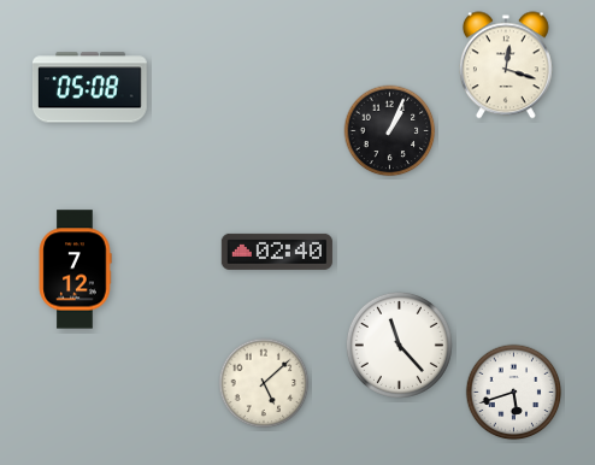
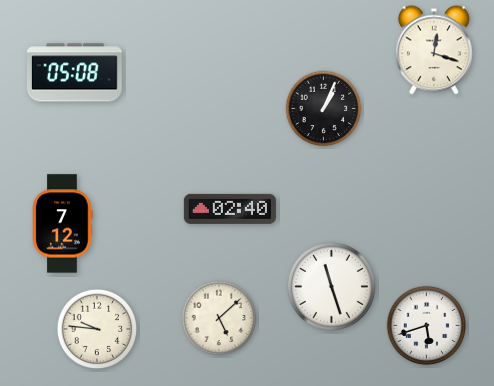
clock at (506, 65) position: (506, 65) -> (434, 50)
clock at (399, 345): 11:23 -> 11:27
clock at (97, 329): none -> 9:46
